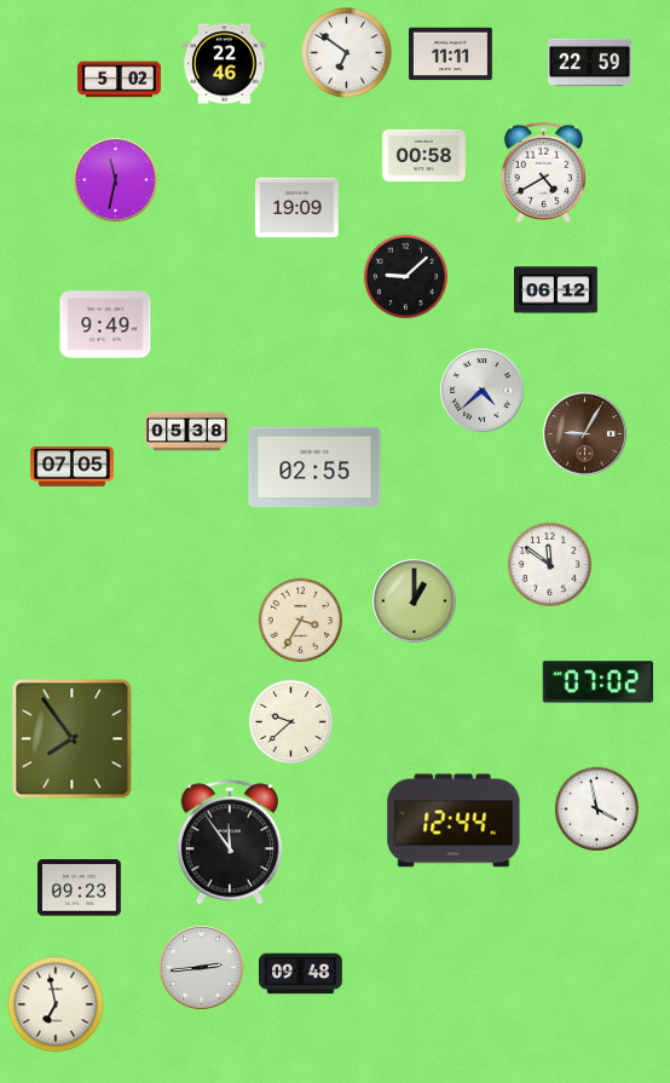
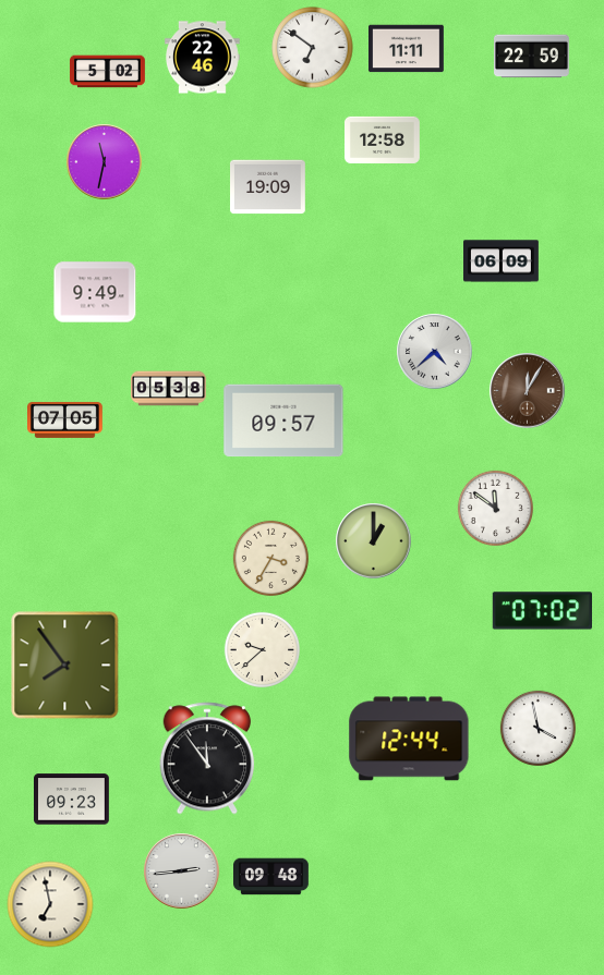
clock at (424, 155): 00:58 -> 12:58
clock at (543, 172): 4:40 -> none
clock at (405, 276): 9:08 -> none
clock at (556, 290): 06:12 -> 06:09
clock at (585, 434): 9:05 -> 12:05
clock at (314, 467): 02:55 -> 09:57
clock at (597, 682) position: (597, 682) -> (542, 611)
